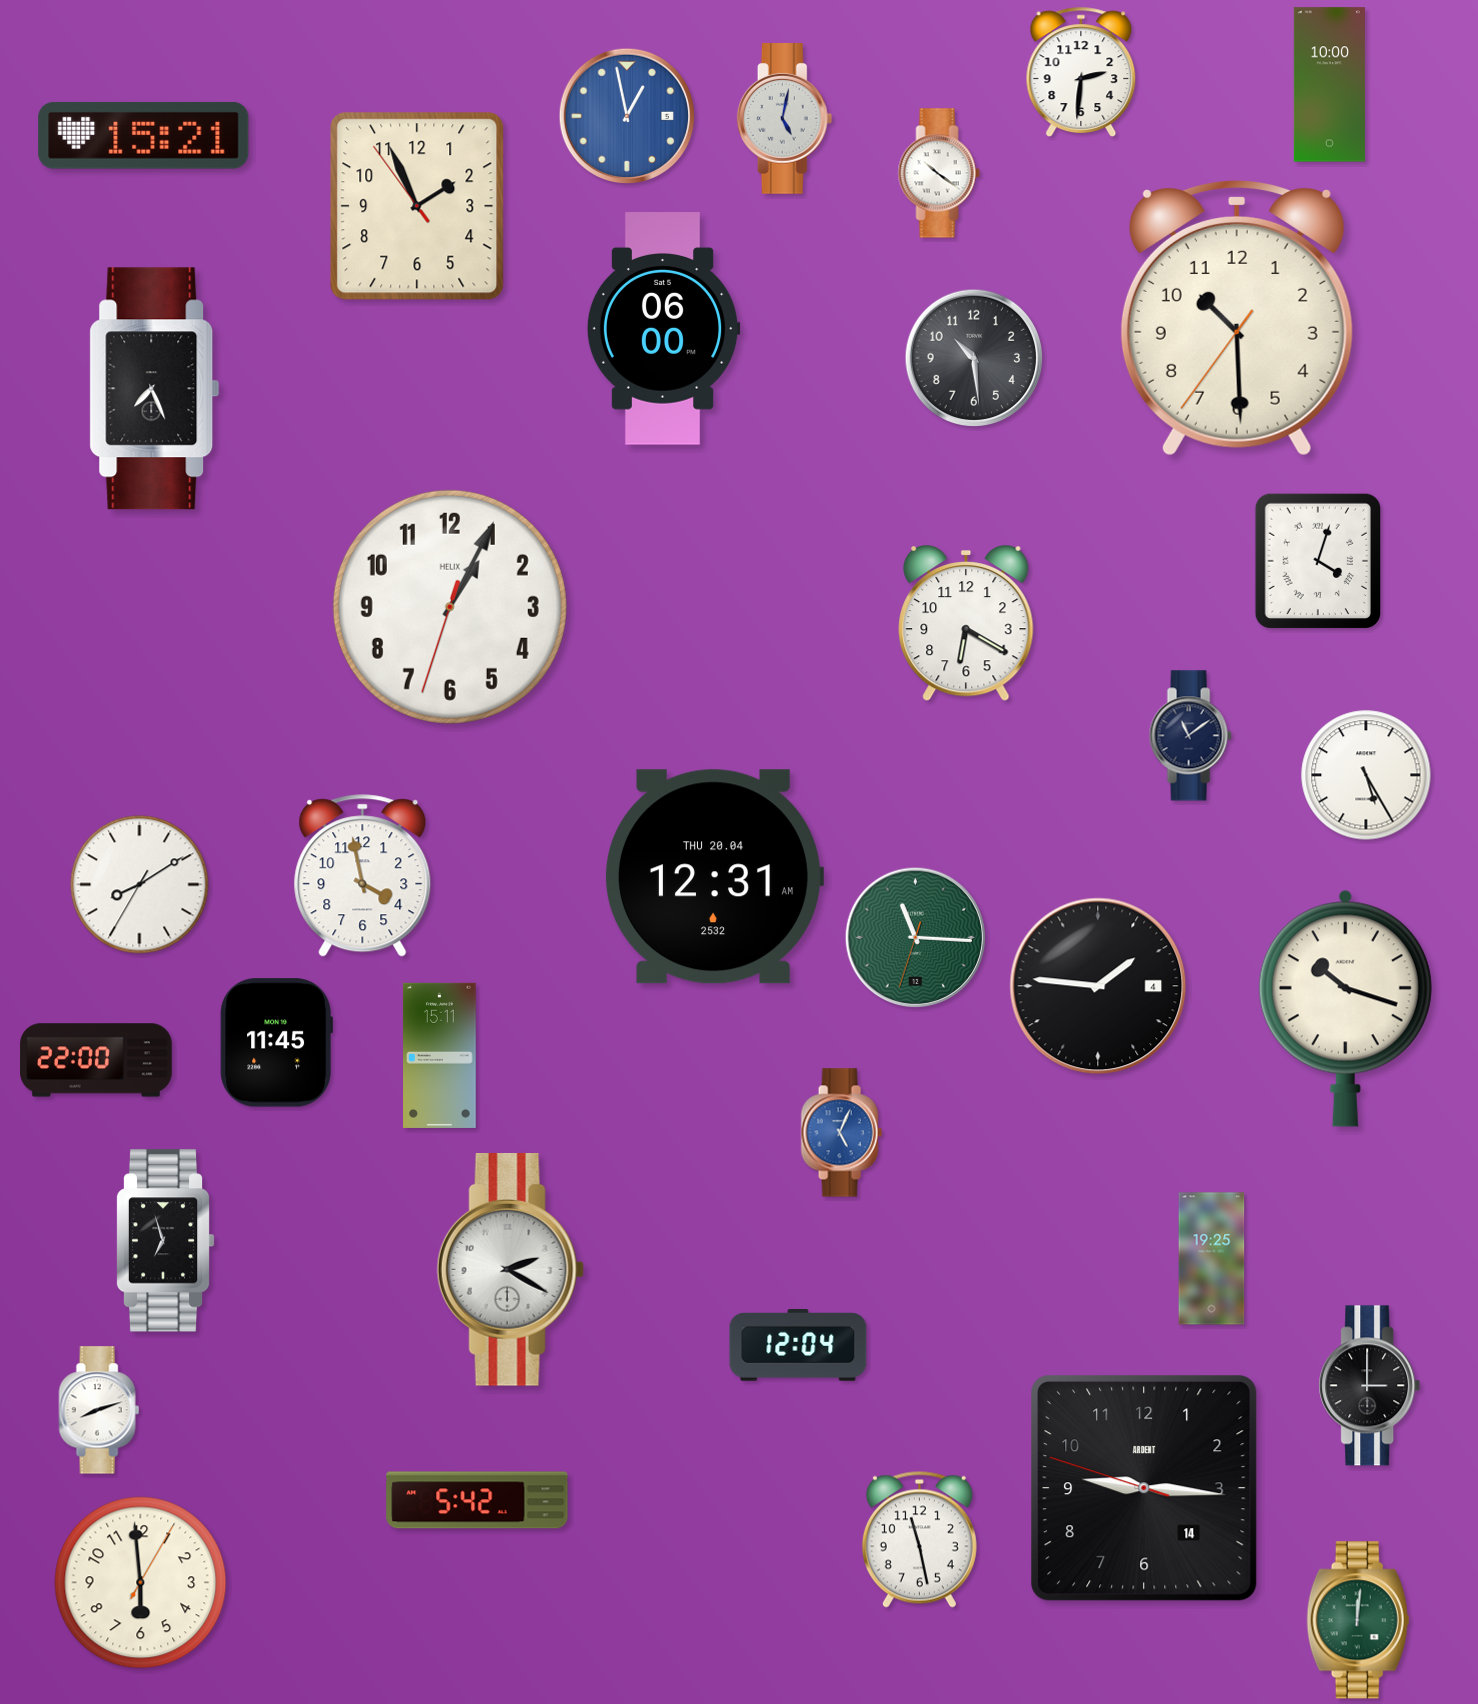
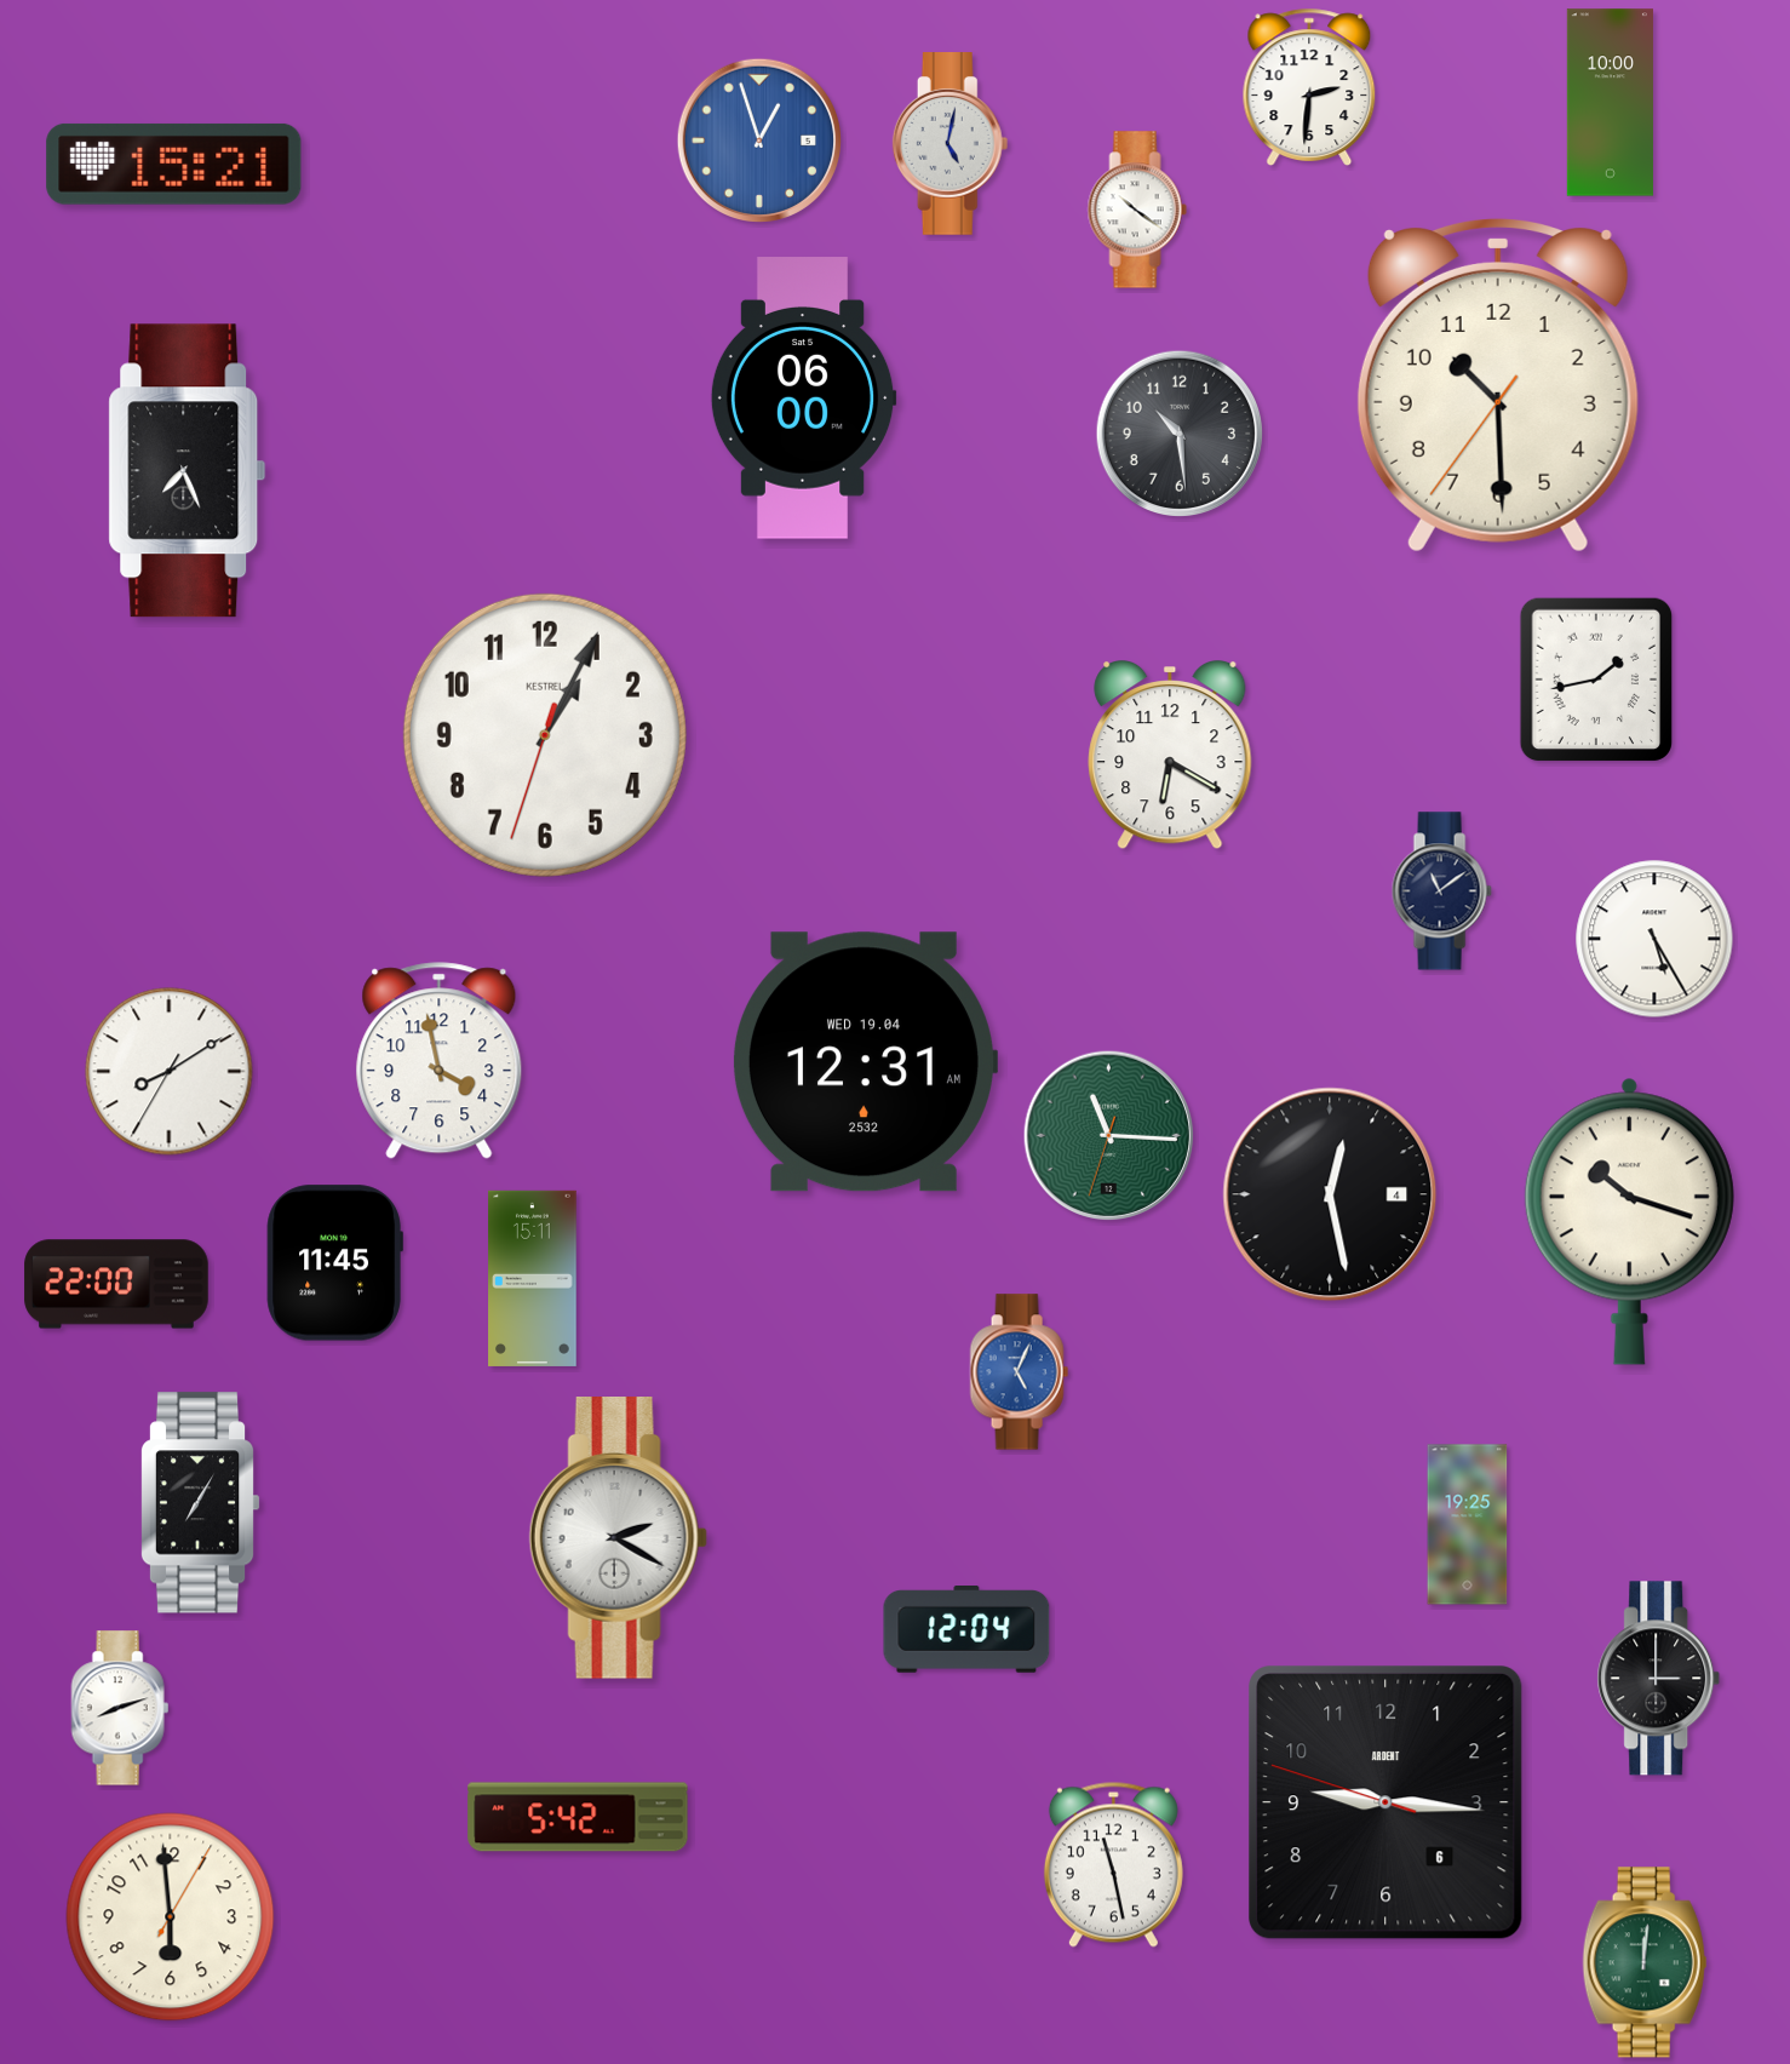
clock at (626, 115): 12:58 -> 12:57
clock at (417, 206): 1:55 -> none
clock at (1317, 561): 4:03 -> 1:43
clock at (450, 607) brand: HELIX -> KESTREL
clock at (714, 877) date: THU 20.04 -> WED 19.04
clock at (1098, 986): 1:46 -> 12:28
clock at (165, 1241): 6:57 -> 7:05
clock at (1144, 1488) date: 14 -> 6
